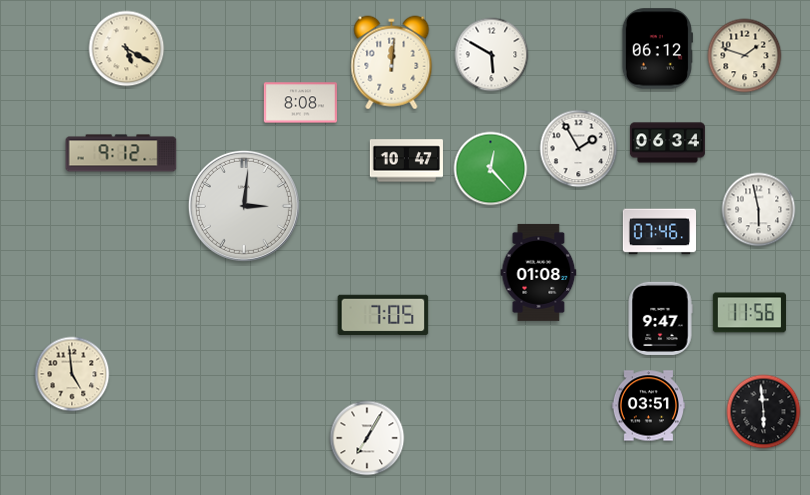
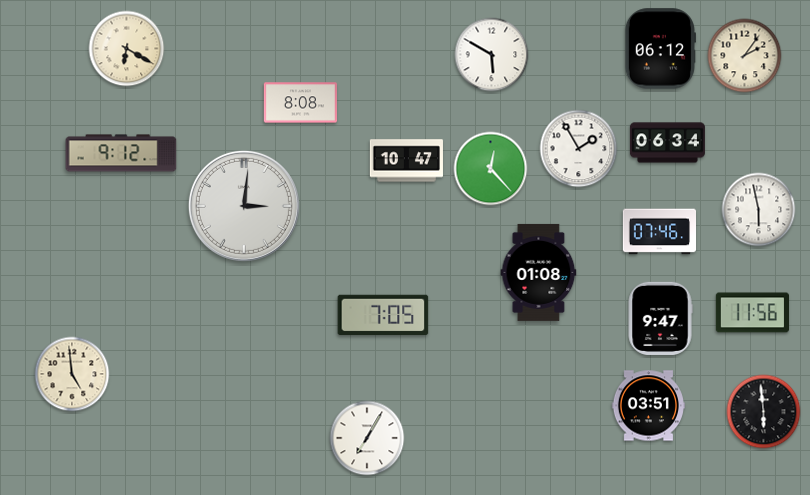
clock at (127, 49): 5:20 -> 6:20
clock at (657, 49) position: (657, 49) -> (660, 49)
clock at (745, 56): 1:48 -> 2:06
clock at (392, 63): 12:01 -> none
clock at (749, 313) position: (749, 313) -> (752, 313)
